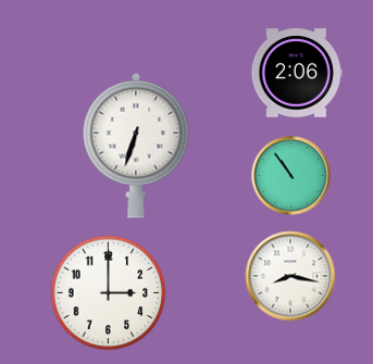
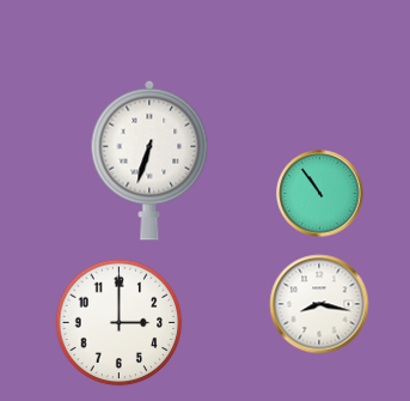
clock at (297, 73): 2:06 -> none
